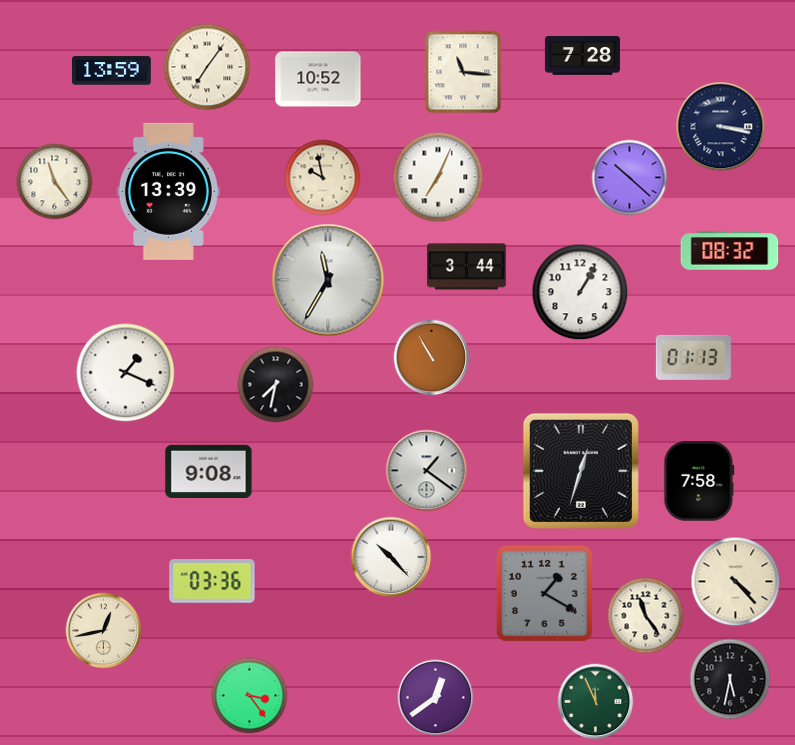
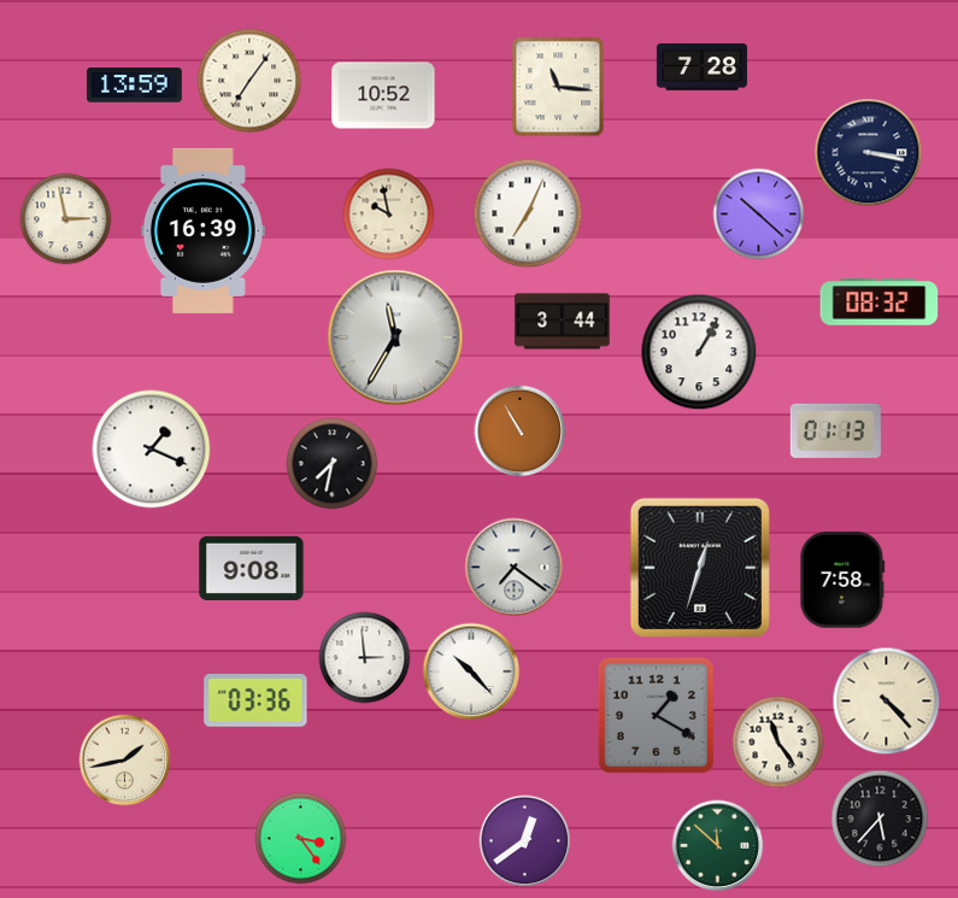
clock at (55, 182): 11:24 -> 2:58
clock at (168, 191): 13:39 -> 16:39
clock at (427, 471): 1:21 -> 7:21
clock at (365, 658): none -> 2:59
clock at (104, 631): 12:43 -> 1:43
clock at (730, 679): 5:32 -> 5:37
clock at (596, 702): 11:56 -> 11:52
